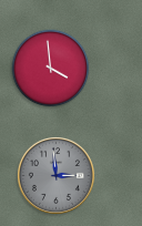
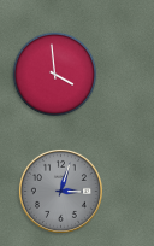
clock at (55, 175): 2:59 -> 3:03
